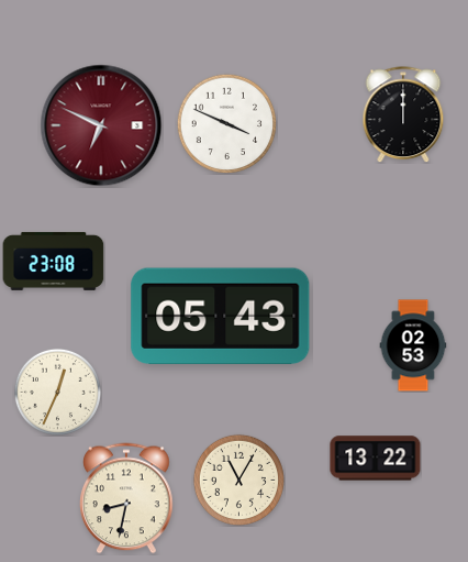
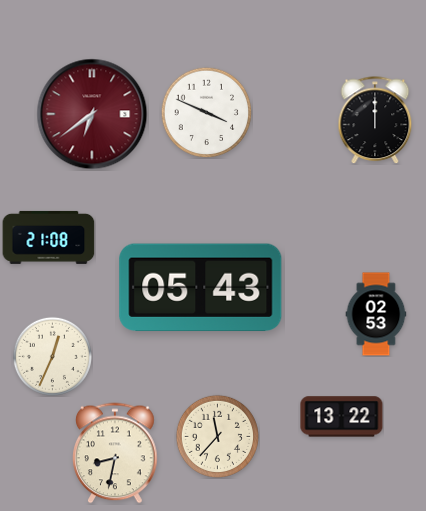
clock at (403, 114) position: (403, 114) -> (375, 120)
clock at (101, 125): 6:49 -> 6:39
clock at (54, 261): 23:08 -> 21:08
clock at (238, 480): 11:05 -> 11:37
